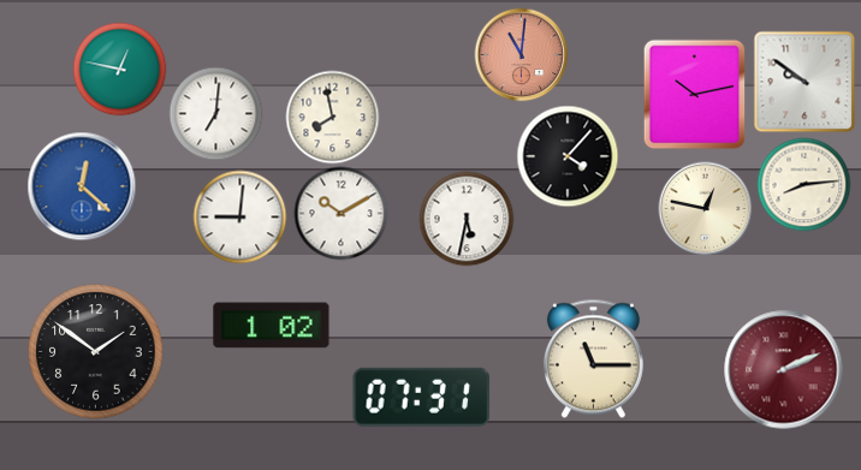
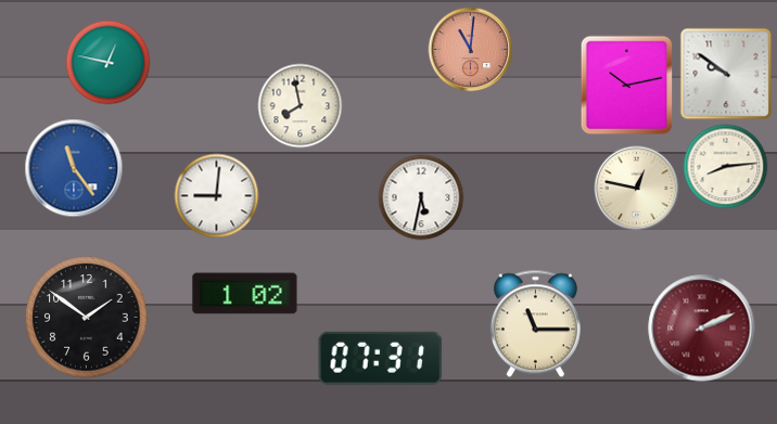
clock at (215, 113): 7:01 -> none
clock at (568, 156): 4:07 -> none
clock at (82, 186): 12:22 -> 11:24
clock at (340, 213): 10:10 -> none
clock at (784, 370) position: (784, 370) -> (702, 329)
